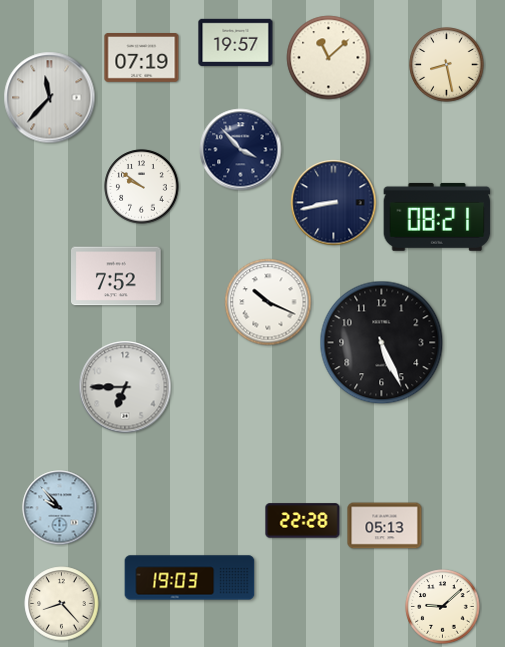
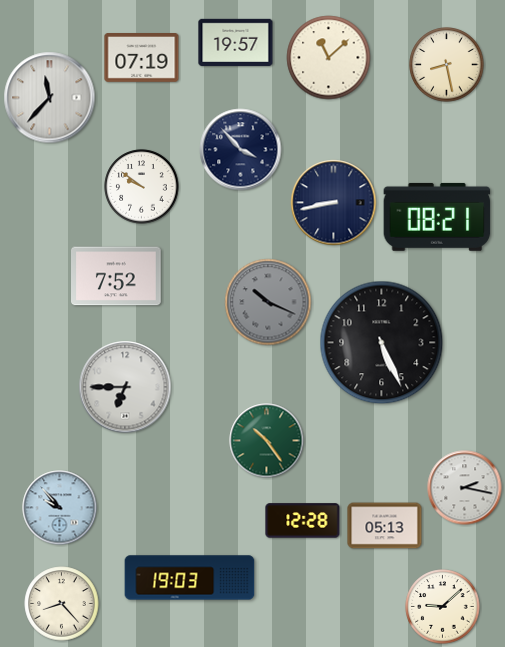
clock at (268, 302) dial: white -> grey
clock at (267, 441): none -> 10:24
clock at (465, 488): none -> 2:17
clock at (303, 521): 22:28 -> 12:28
